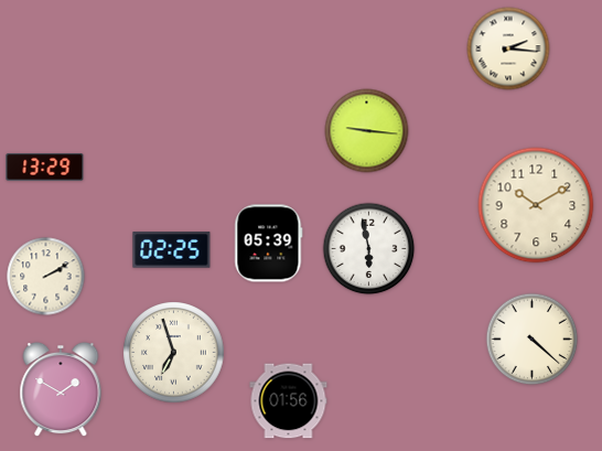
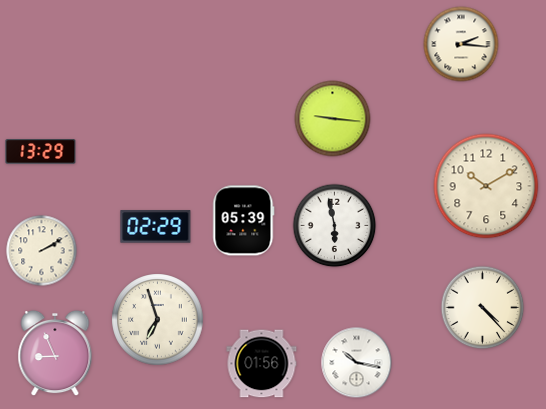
clock at (172, 250): 02:25 -> 02:29
clock at (533, 340): 4:22 -> 4:23
clock at (61, 389): 1:50 -> 8:56
clock at (357, 363): none -> 10:17
